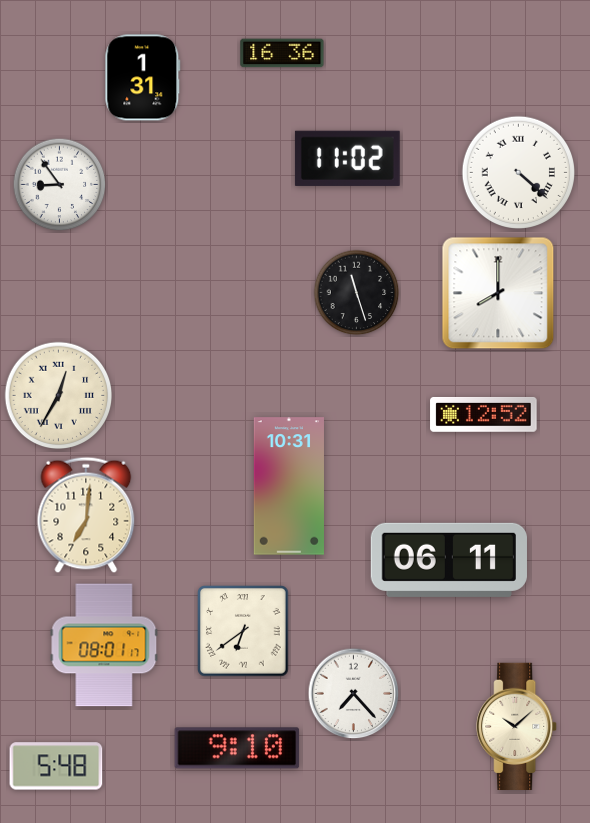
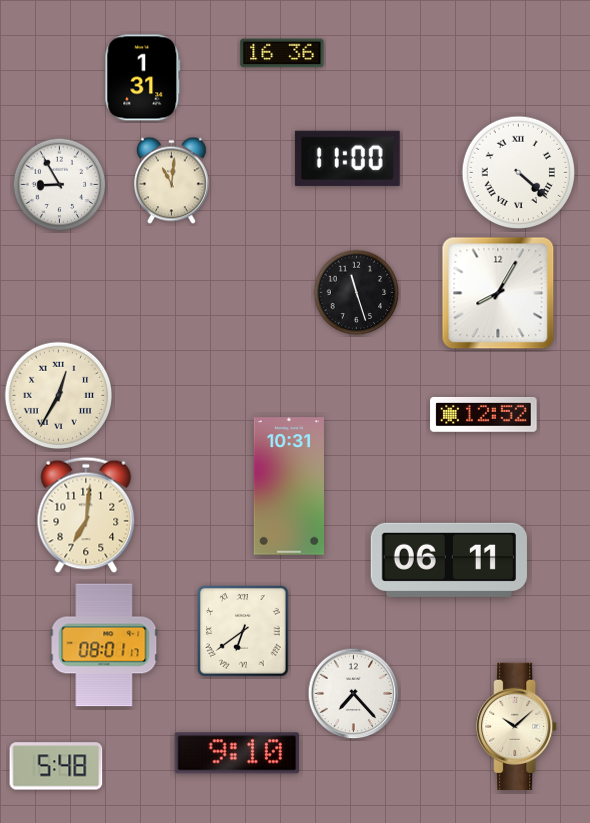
clock at (347, 158): 11:02 -> 11:00
clock at (172, 181): none -> 11:01
clock at (60, 185): 8:54 -> 8:55
clock at (498, 293): 8:00 -> 8:05
clock at (237, 748) position: (237, 748) -> (237, 753)
